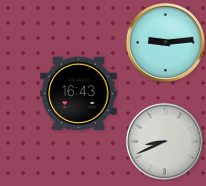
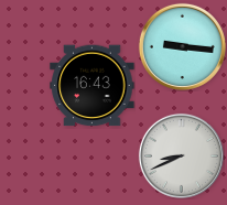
clock at (165, 42): 9:14 -> 9:16
clock at (79, 94) position: (79, 94) -> (93, 86)
